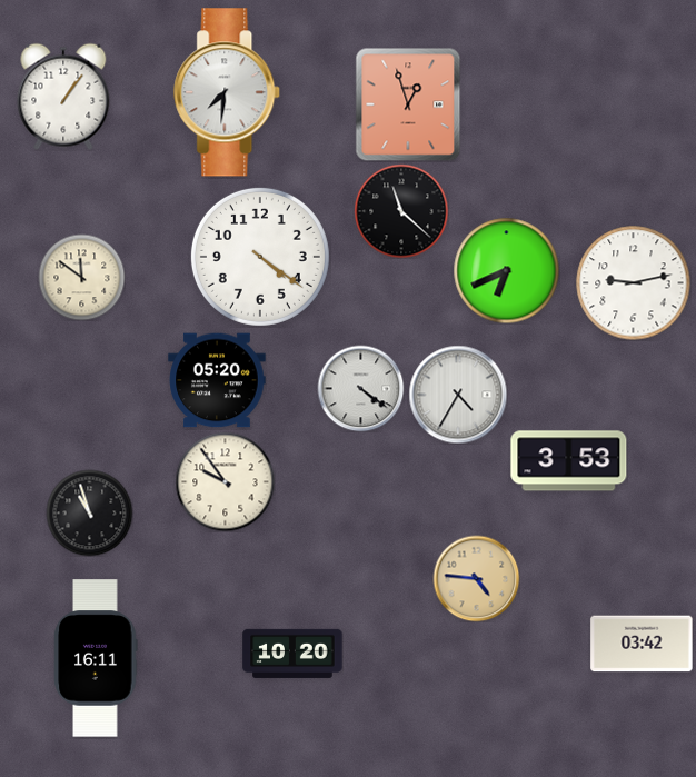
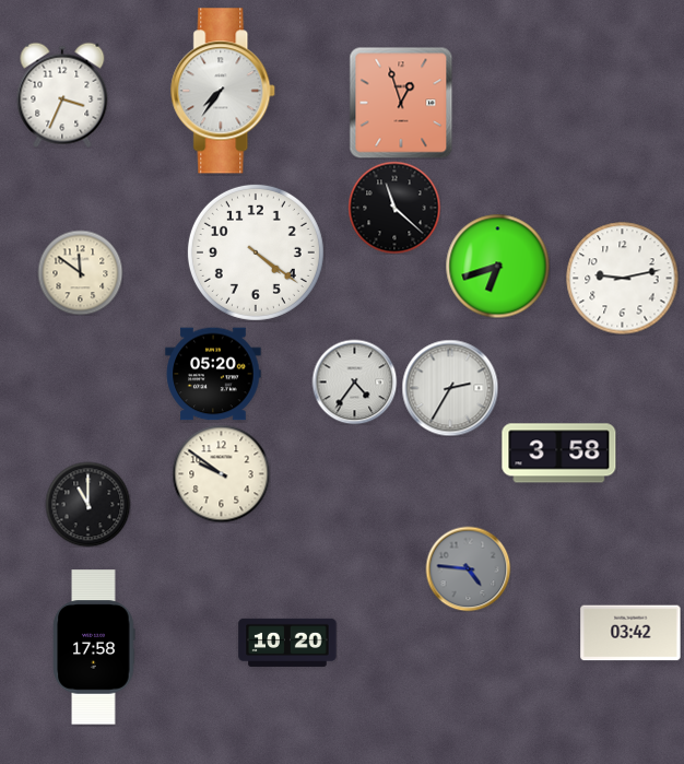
clock at (228, 92): 7:31 -> 7:36
clock at (63, 97): 1:06 -> 3:34
clock at (506, 270): 6:41 -> 6:42
clock at (360, 388): 4:21 -> 4:36
clock at (458, 395): 4:35 -> 2:35
clock at (569, 461): 3:53 -> 3:58
clock at (225, 481): 9:54 -> 9:51
clock at (89, 512): 10:57 -> 11:00
clock at (476, 578) dial: champagne -> grey
clock at (96, 658): 16:11 -> 17:58
